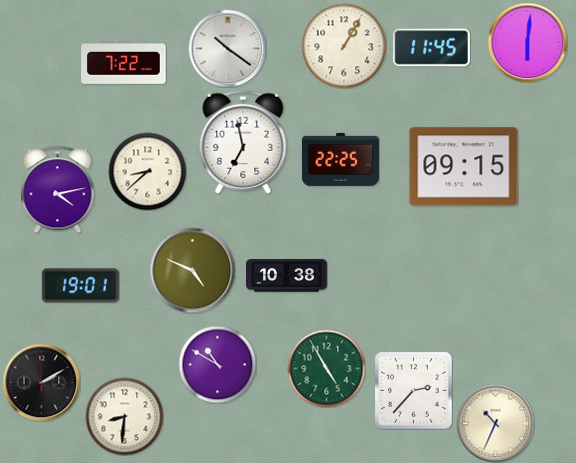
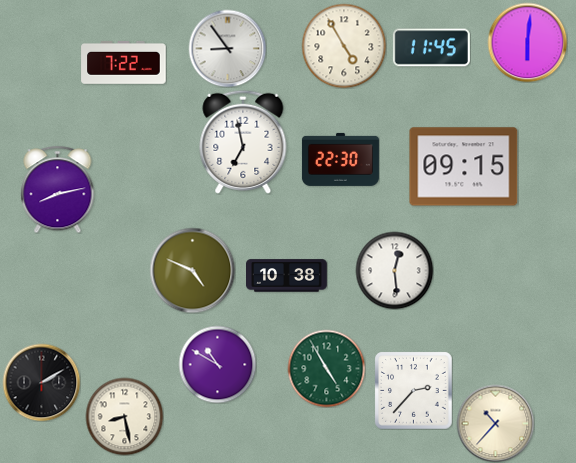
clock at (344, 46): 1:05 -> 4:55
clock at (227, 48): 10:21 -> 8:54
clock at (340, 159): 22:25 -> 22:30
clock at (147, 171): 8:38 -> none
clock at (58, 189): 4:13 -> 8:13
clock at (394, 270): none -> 12:29
clock at (80, 286): 19:01 -> none
clock at (124, 416): 8:31 -> 8:28
clock at (495, 423): 10:34 -> 10:37
